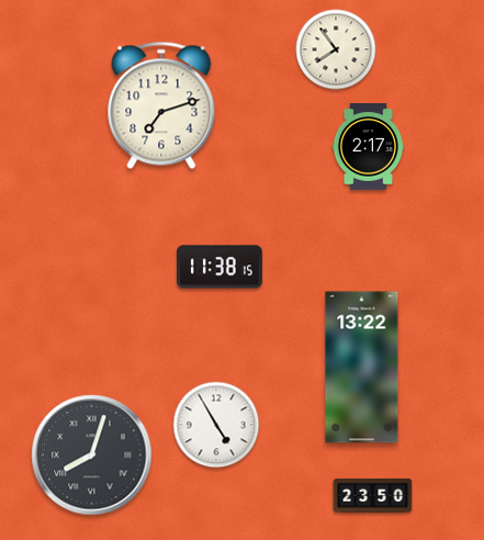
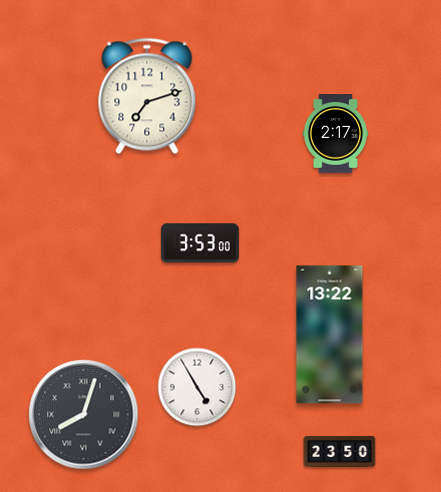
clock at (336, 49): 7:54 -> none
clock at (220, 267): 11:38 -> 3:53
